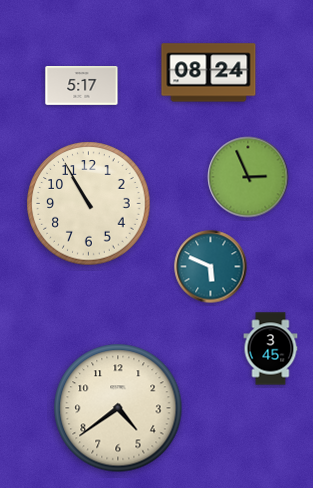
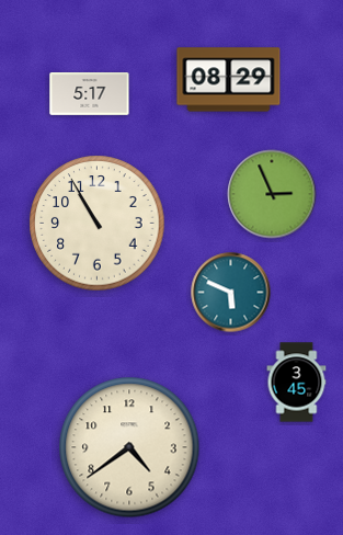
clock at (209, 73): 08:24 -> 08:29
